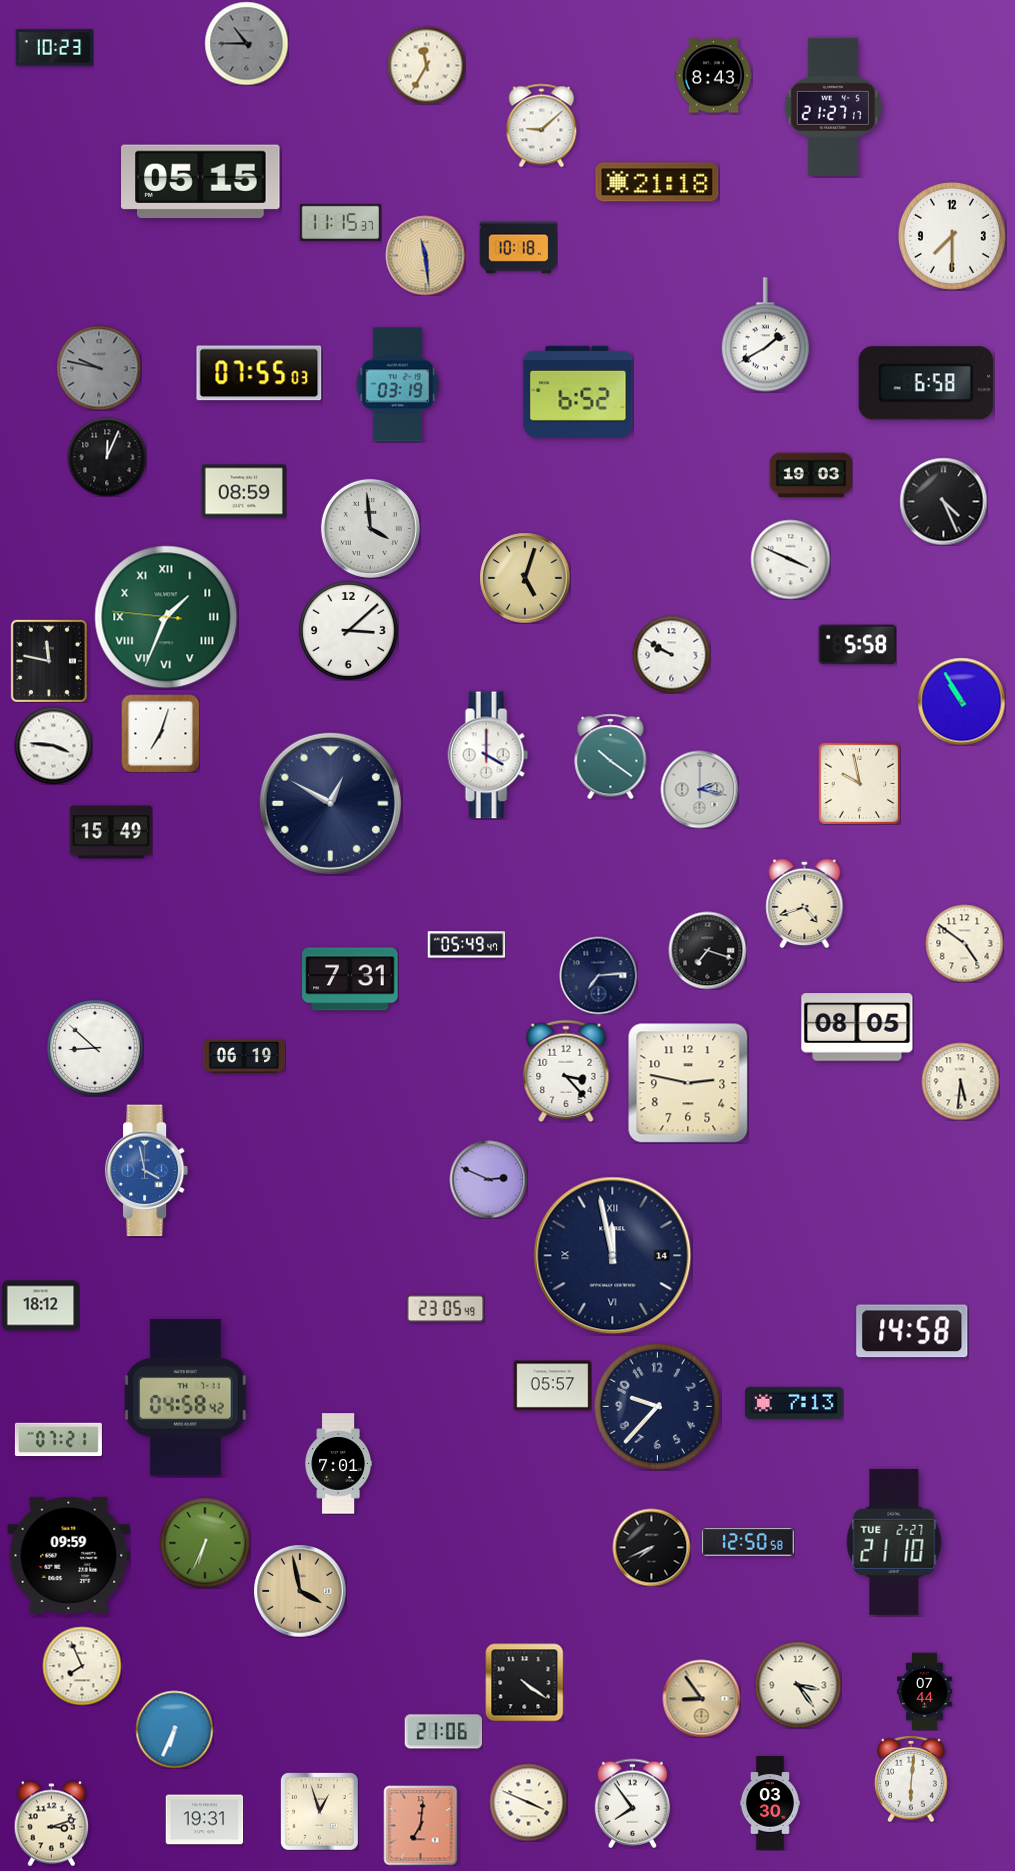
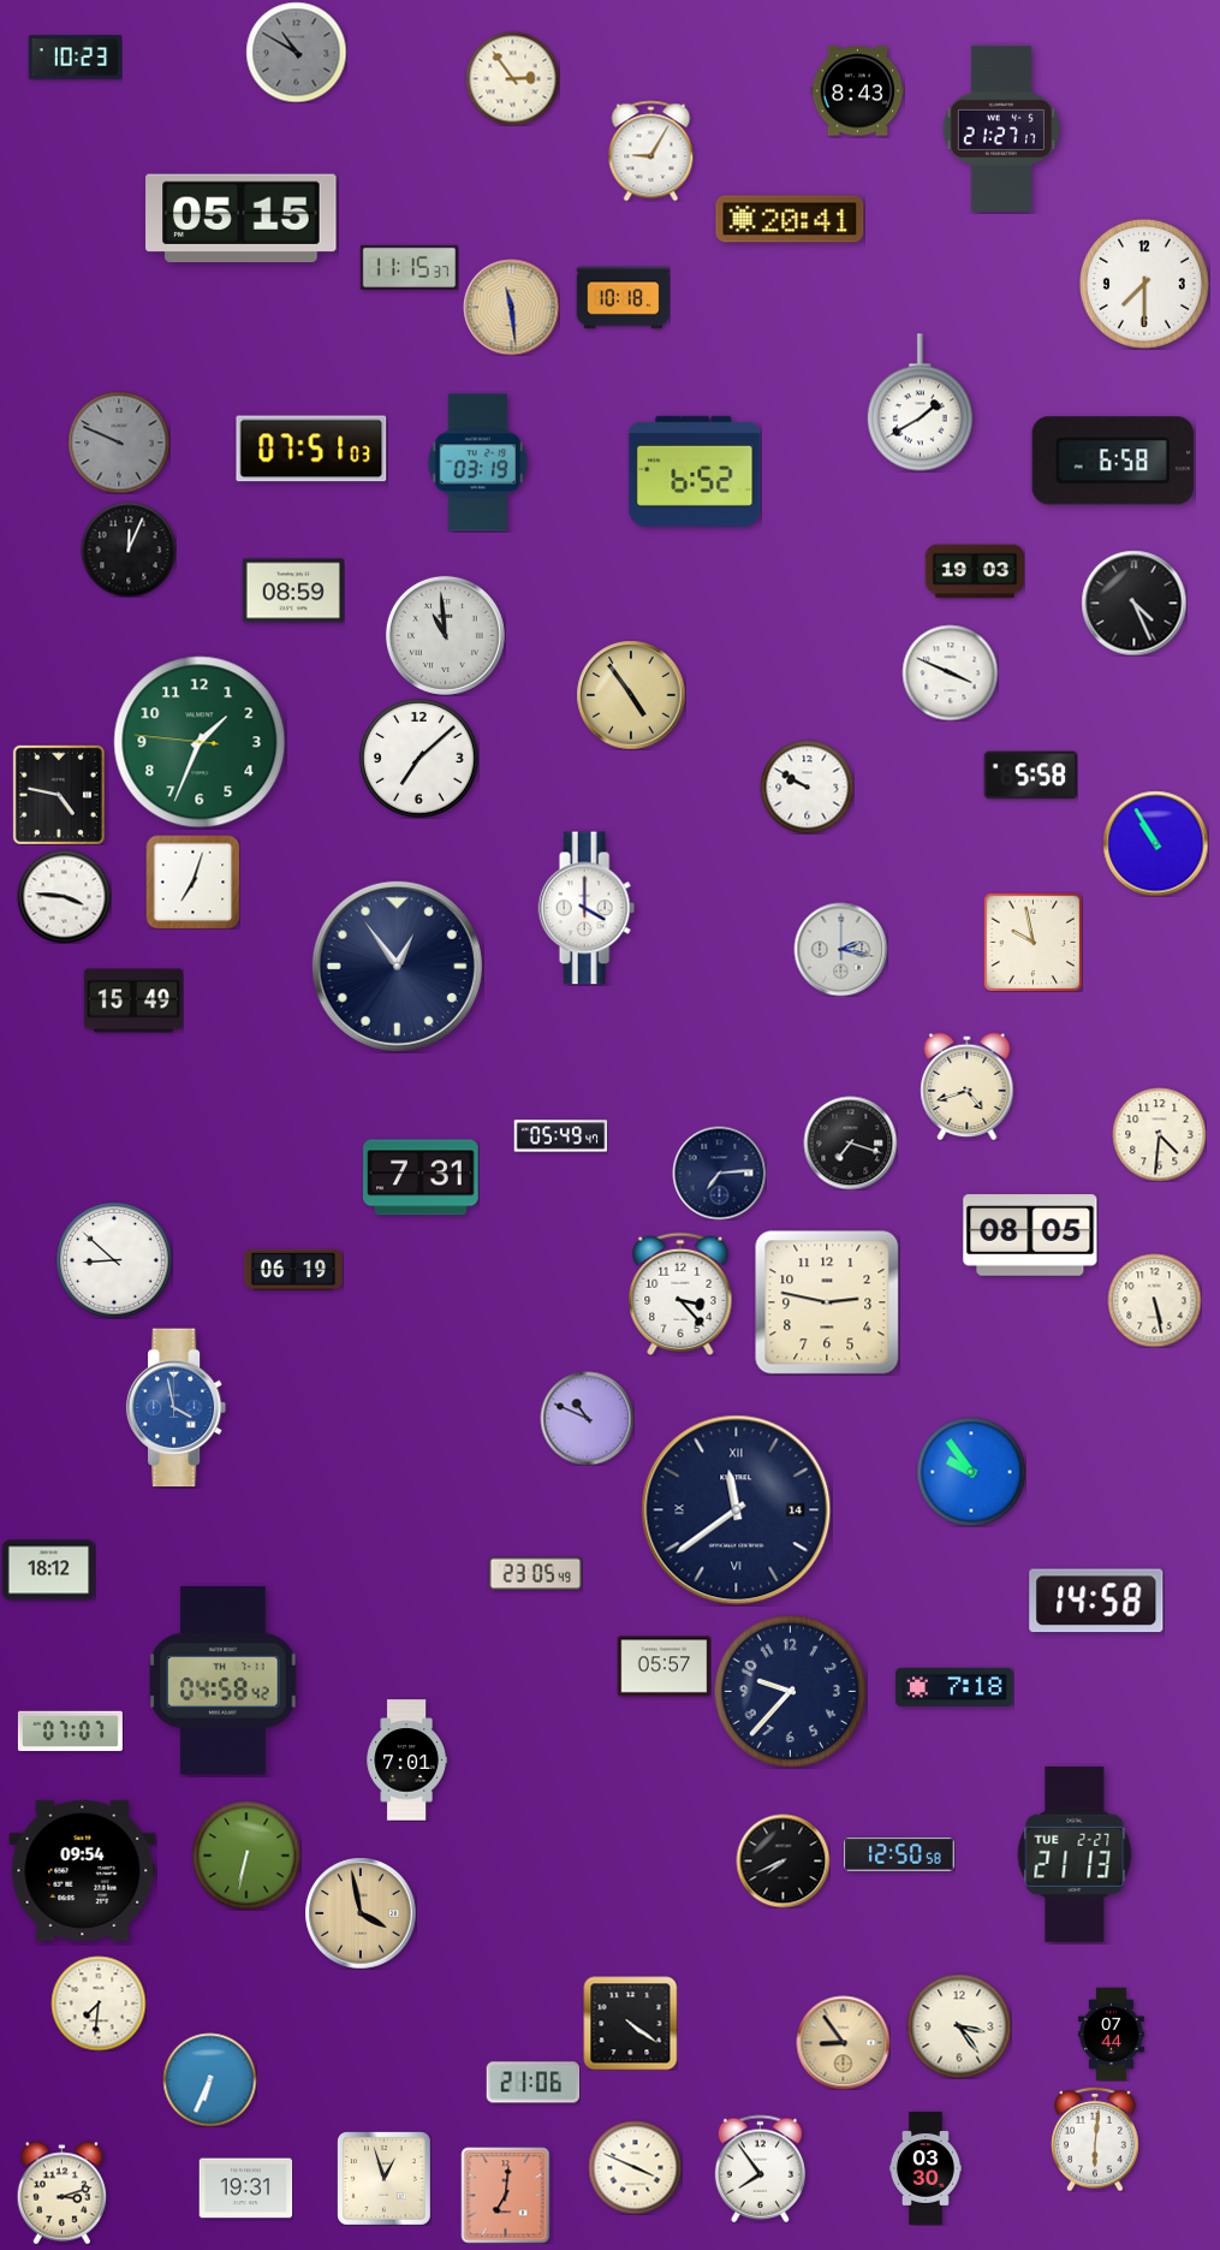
clock at (246, 43): 10:45 -> 10:50
clock at (54, 48) position: (54, 48) -> (75, 58)
clock at (426, 65): 11:35 -> 2:54
clock at (542, 125): 9:08 -> 9:05
clock at (657, 182): 21:18 -> 20:41
clock at (99, 368): 9:47 -> 9:49
clock at (259, 373): 07:55 -> 07:51
clock at (370, 528): 3:59 -> 10:59
clock at (525, 578): 5:03 -> 4:54
clock at (166, 617) numerals: Roman -> Arabic
clock at (349, 631): 3:08 -> 7:08
clock at (49, 661): 11:47 -> 4:47
clock at (611, 756): 10:21 -> none
clock at (330, 803): 12:50 -> 12:54
clock at (964, 943): 4:51 -> 4:31
clock at (566, 1071) position: (566, 1071) -> (680, 1294)
clock at (960, 1081): 5:31 -> 5:28
clock at (488, 1179): 2:49 -> 10:49
clock at (971, 1472): none -> 9:54
clock at (613, 1256): 11:58 -> 11:39
clock at (794, 1403): 7:13 -> 7:18
clock at (58, 1440): 07:21 -> 07:07
clock at (894, 1542): 21:10 -> 21:13
clock at (205, 1543): 6:34 -> 6:32
clock at (69, 1555): 09:59 -> 09:54
clock at (82, 1666): 7:56 -> 7:31
